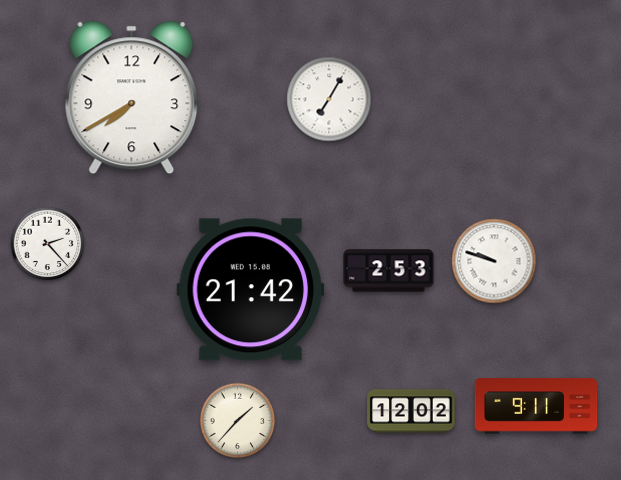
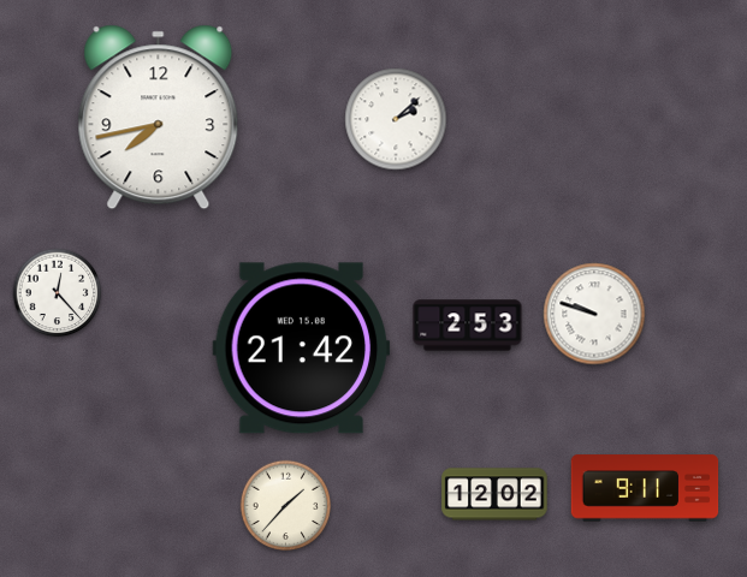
clock at (132, 98): 7:40 -> 7:43
clock at (329, 99): 7:05 -> 2:08
clock at (48, 244): 2:23 -> 12:23
